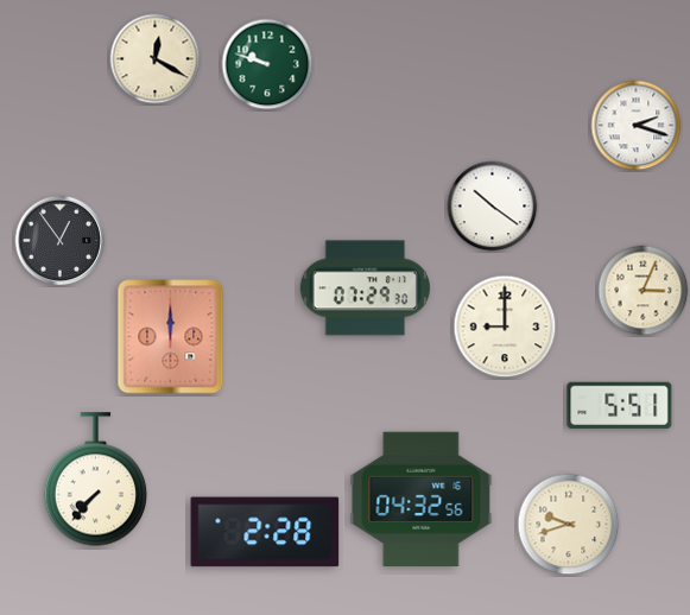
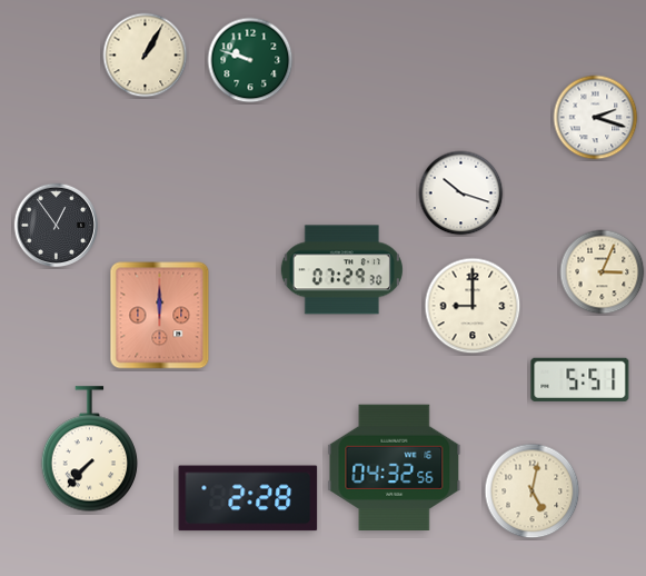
clock at (156, 59): 12:20 -> 1:05
clock at (493, 207): 10:21 -> 10:18
clock at (569, 525): 9:42 -> 5:02
